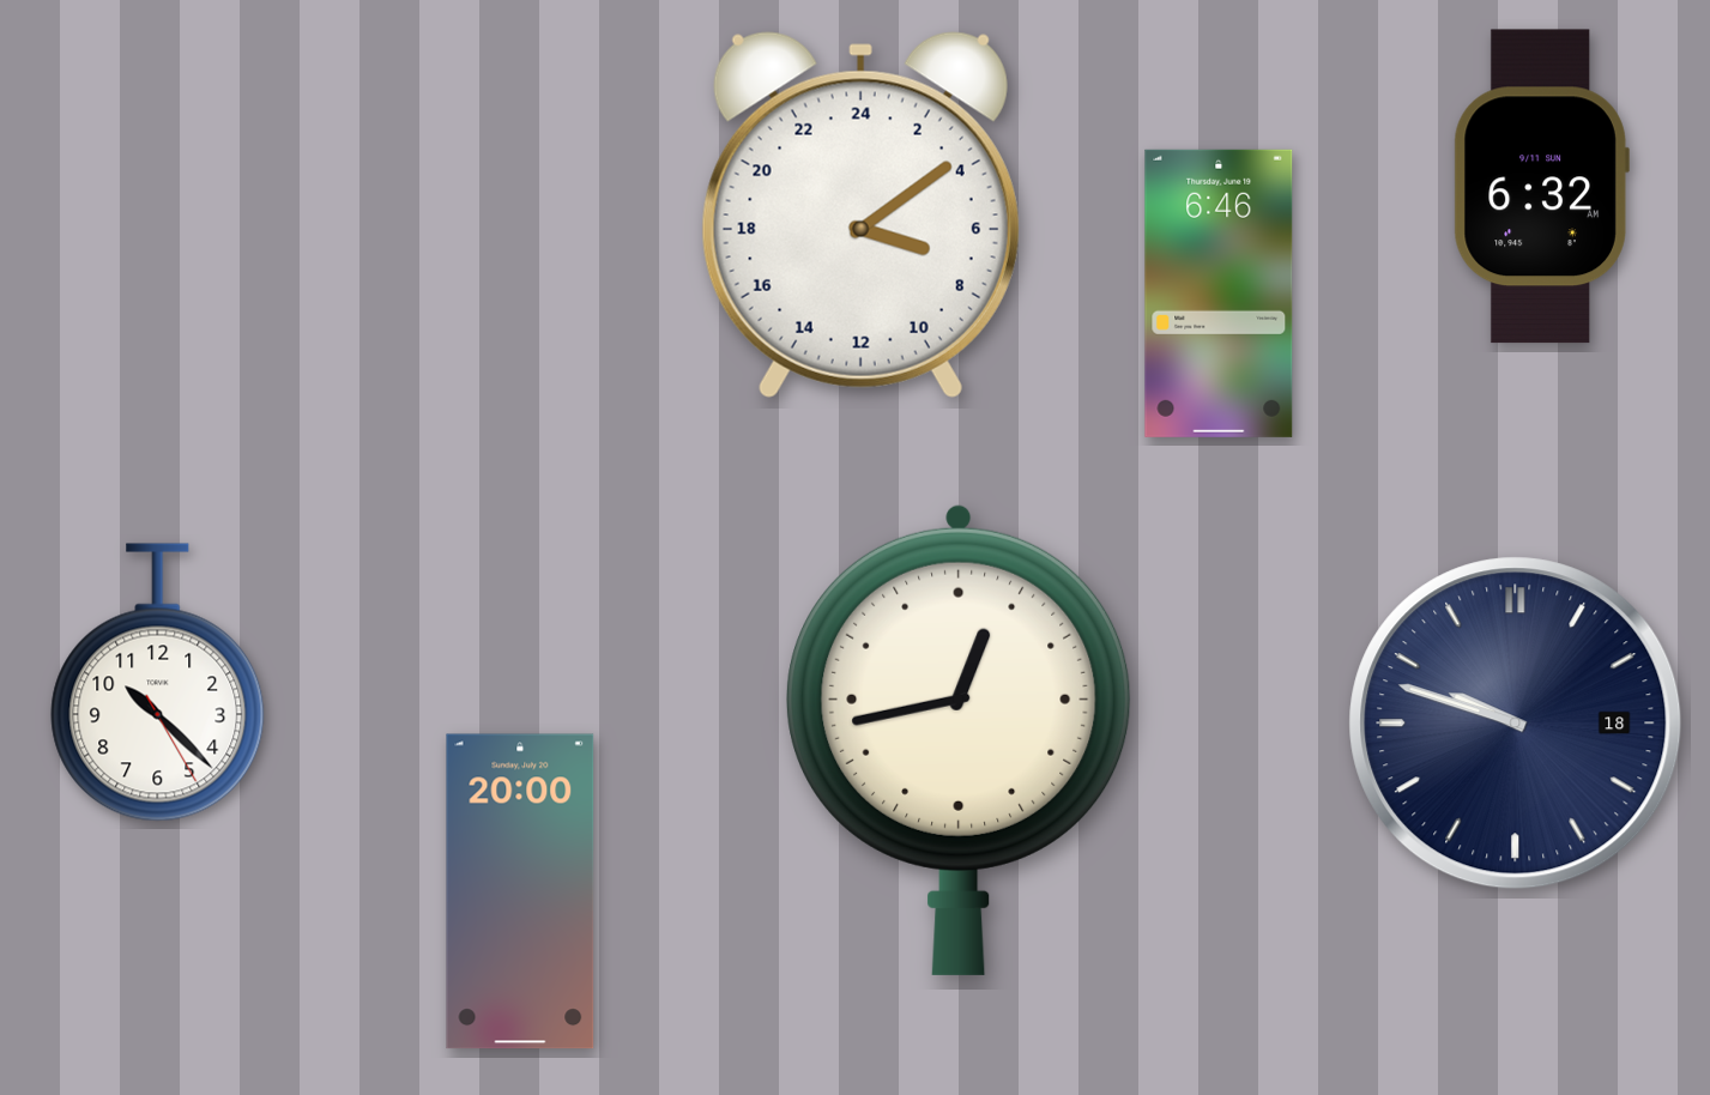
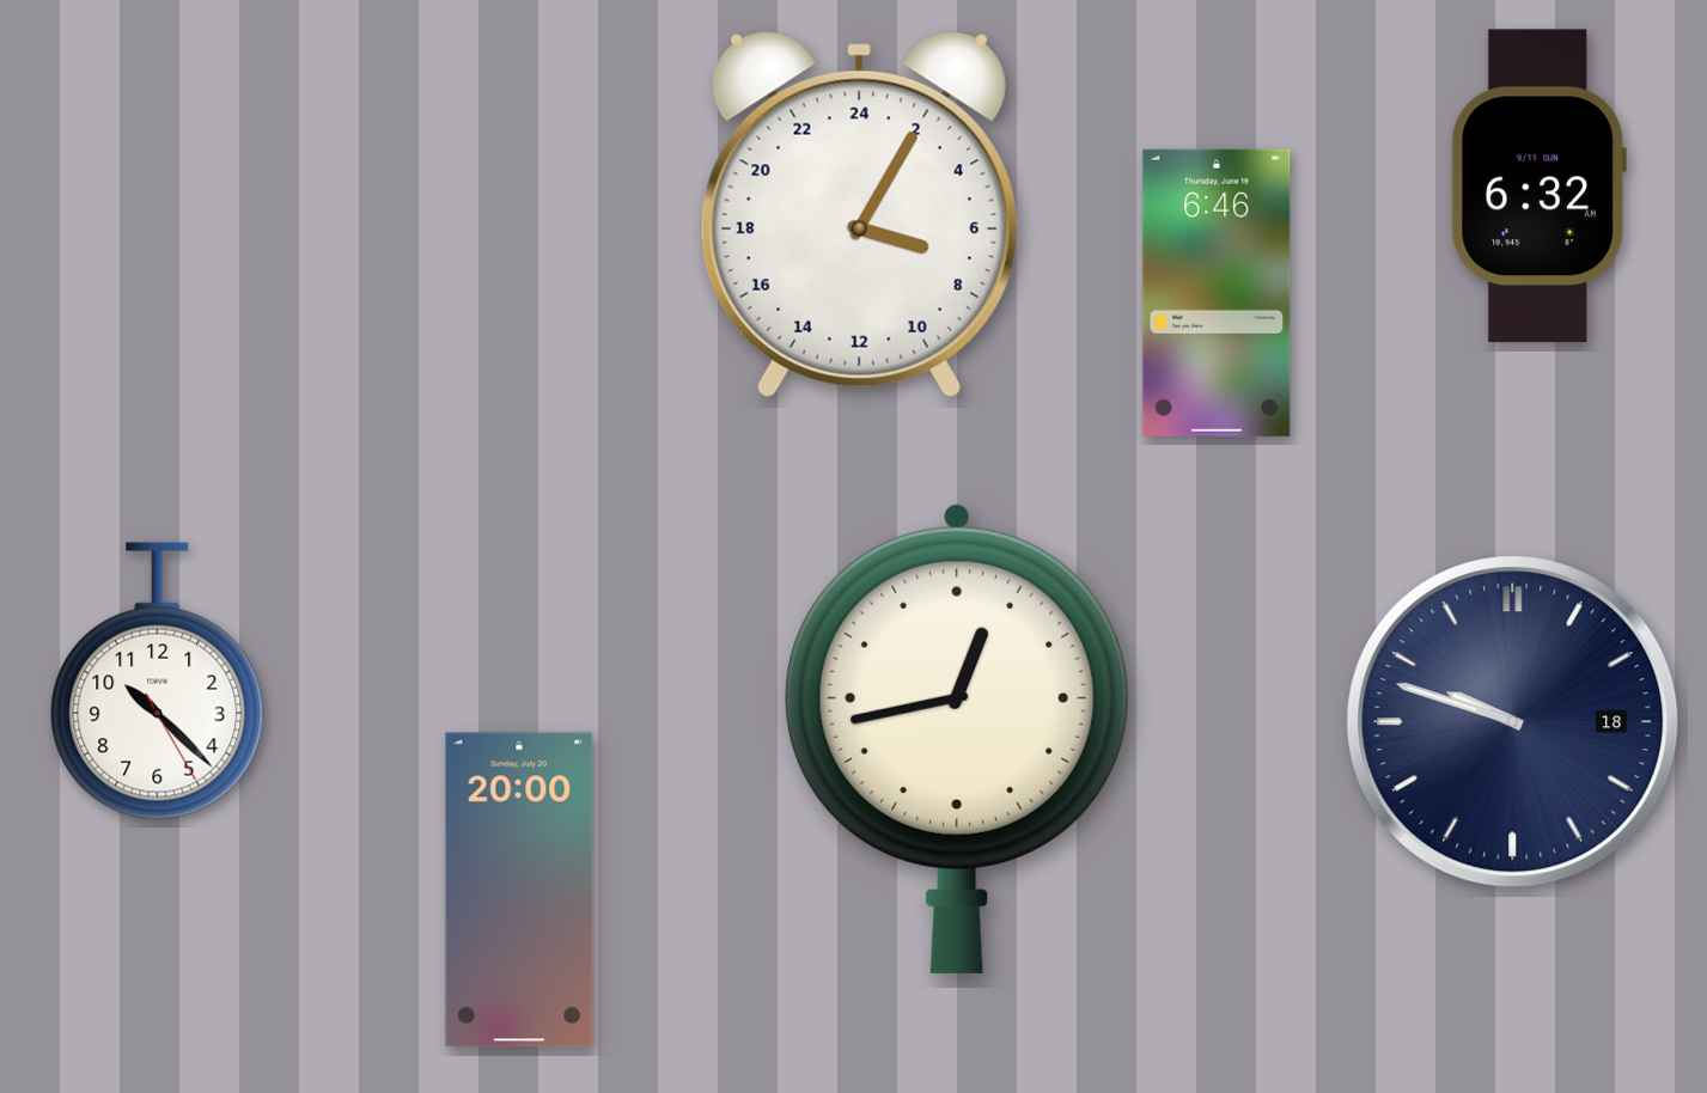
clock at (860, 214): 7:09 -> 7:05
